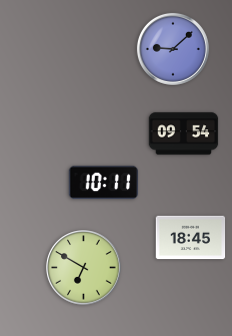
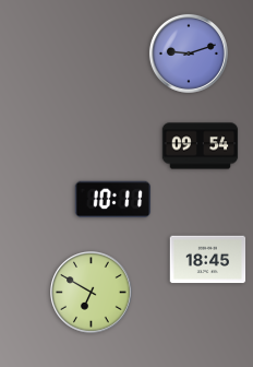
clock at (173, 49): 9:08 -> 9:12
